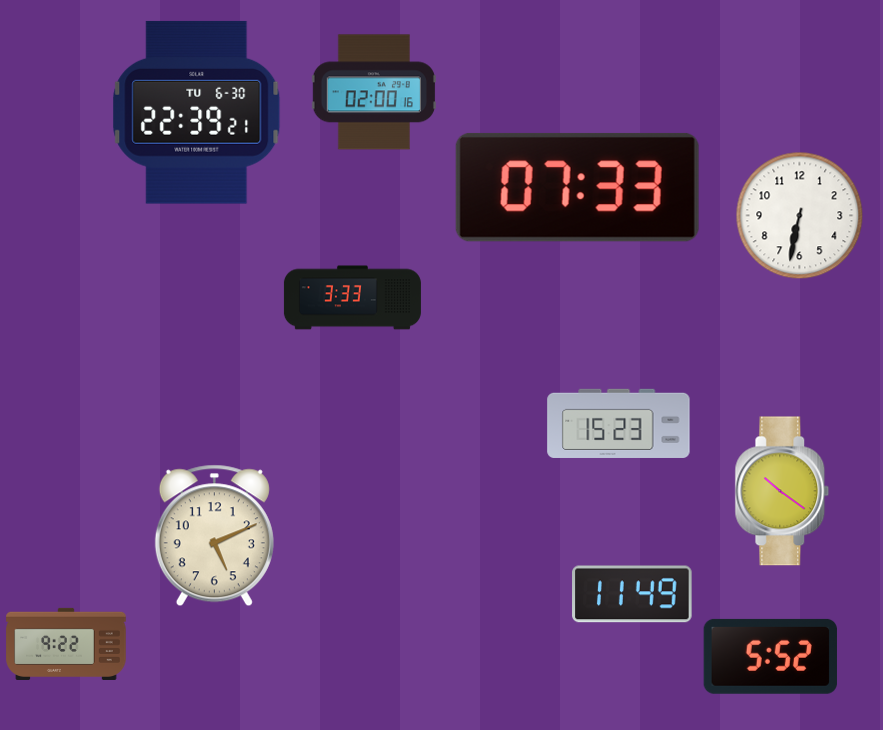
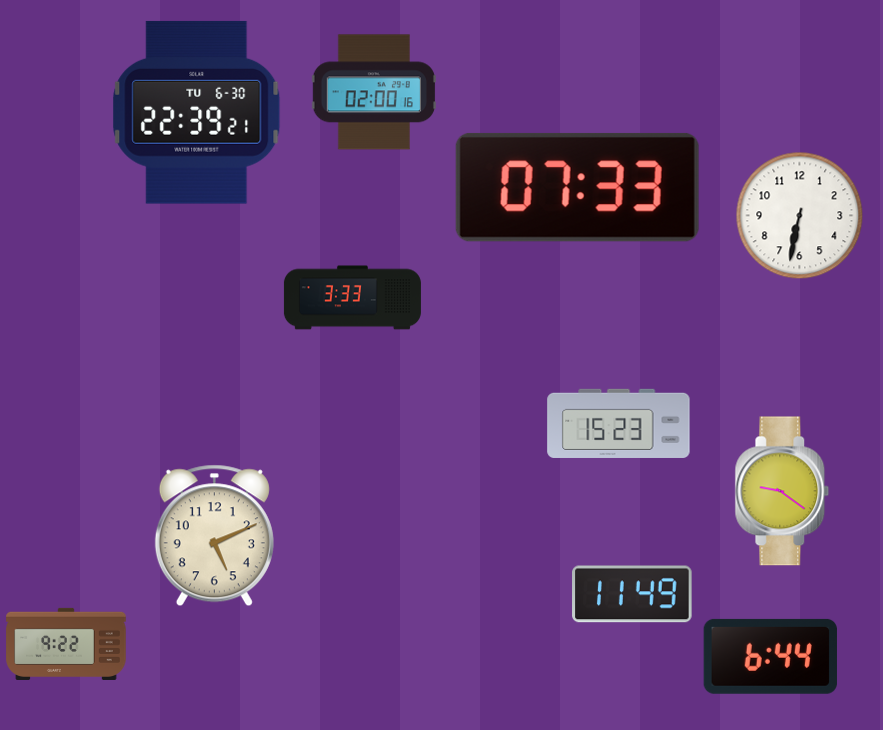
clock at (782, 491): 10:21 -> 9:21
clock at (770, 656): 5:52 -> 6:44
